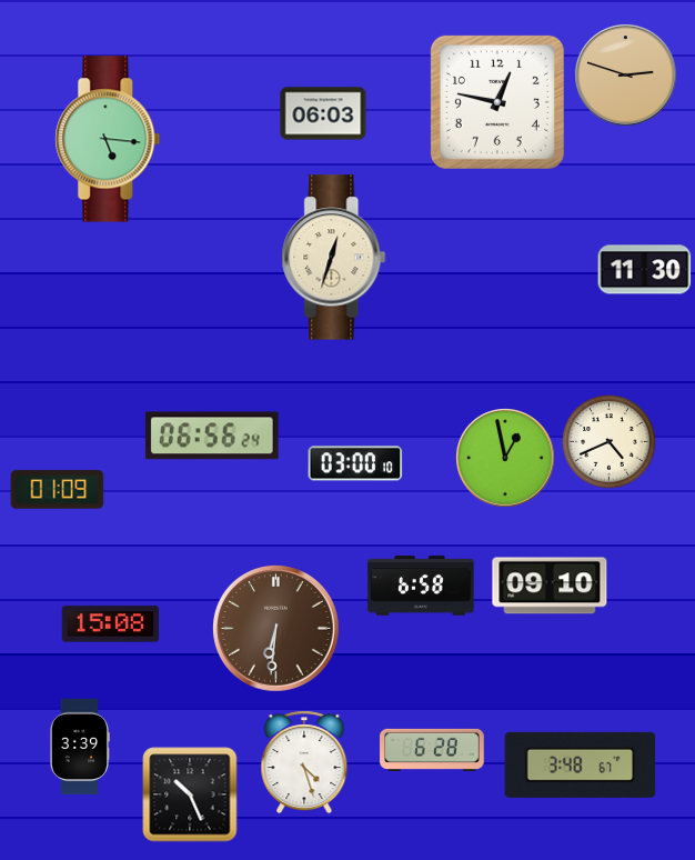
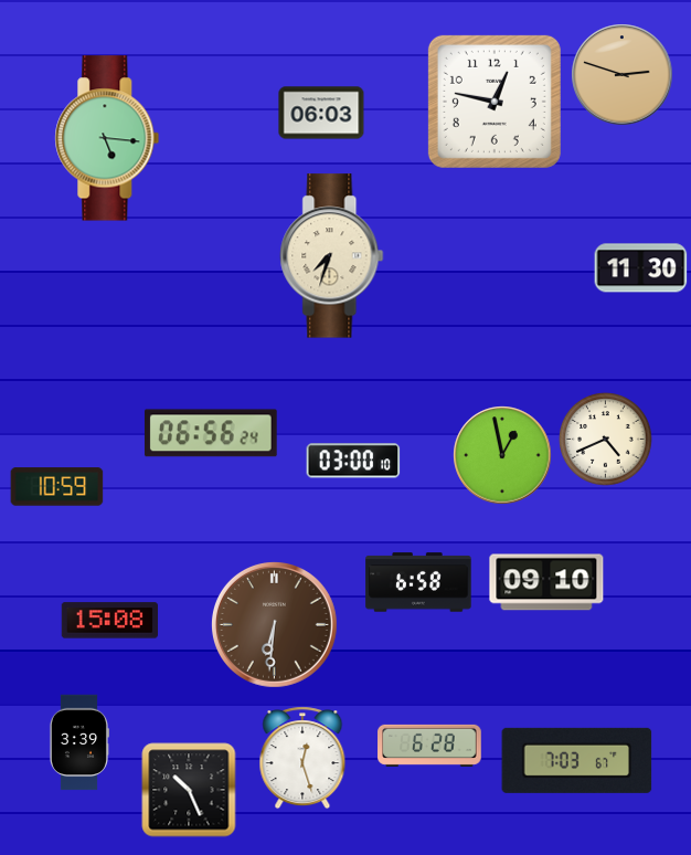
clock at (334, 258): 12:33 -> 7:33
clock at (58, 490): 01:09 -> 10:59
clock at (304, 762): 4:27 -> 12:27
clock at (581, 764): 3:48 -> 7:03
